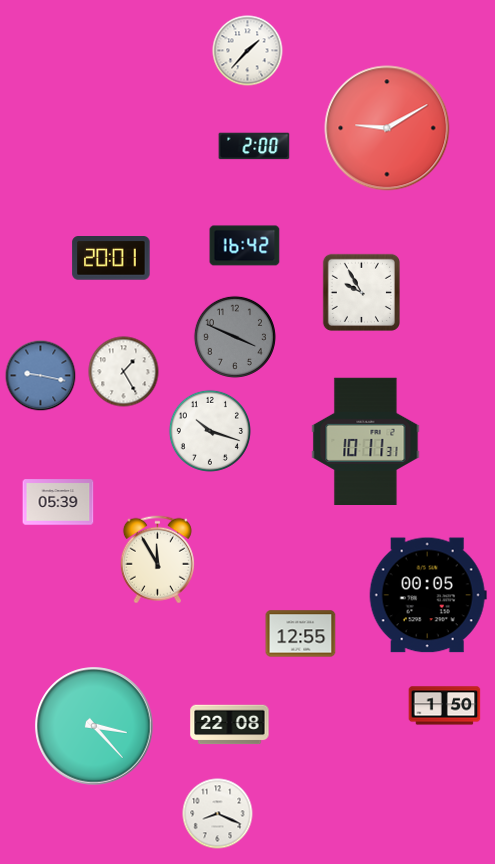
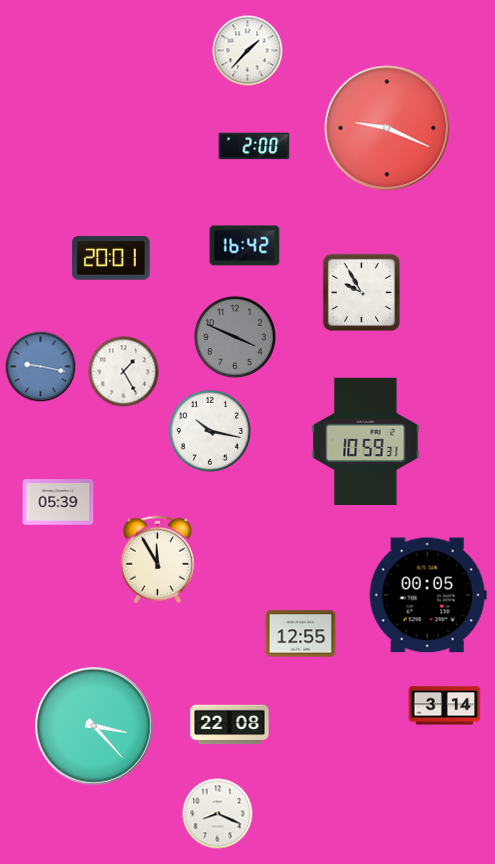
clock at (387, 128): 9:10 -> 9:19
clock at (41, 376) position: (41, 376) -> (41, 367)
clock at (210, 431): 10:18 -> 10:17
clock at (366, 441): 10:11 -> 10:59
clock at (445, 706): 1:50 -> 3:14
